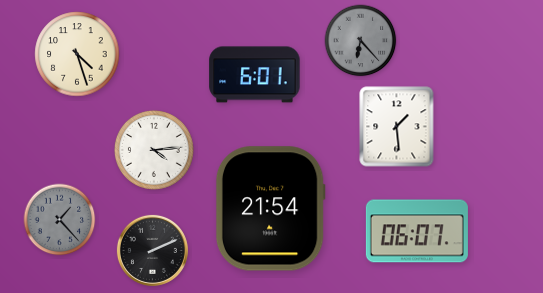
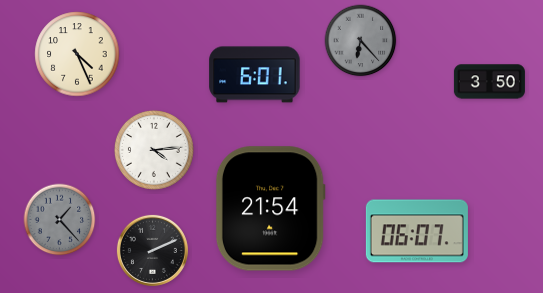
clock at (77, 54): 4:27 -> 4:26
clock at (489, 82): none -> 3:50
clock at (397, 127): 1:29 -> none
